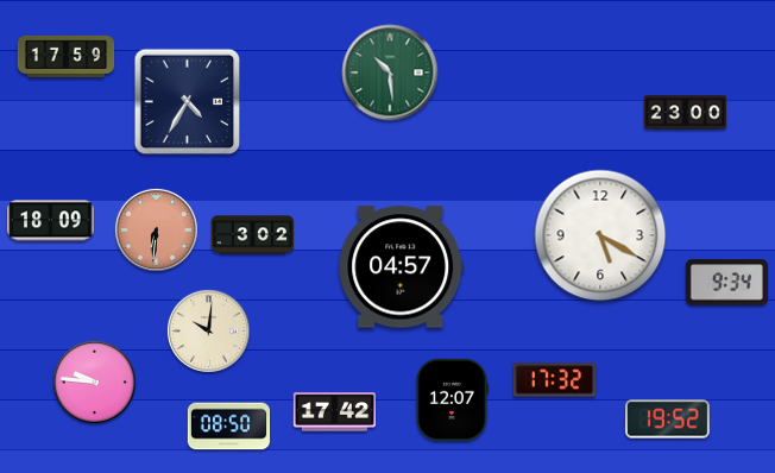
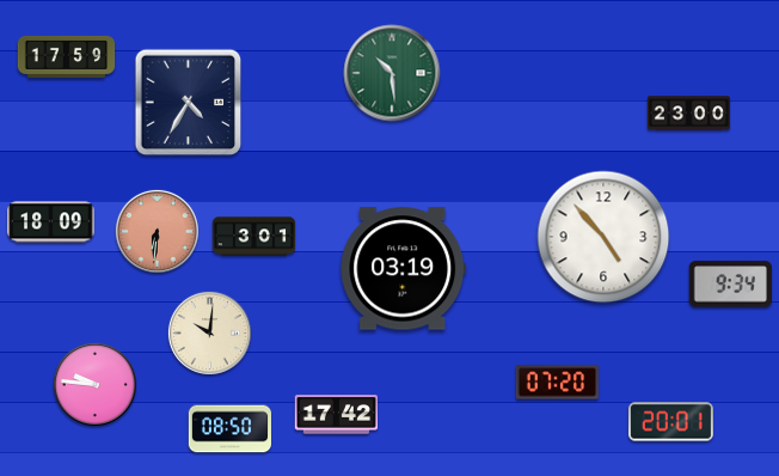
clock at (253, 235): 3:02 -> 3:01
clock at (600, 235): 5:20 -> 4:53
clock at (402, 267): 04:57 -> 03:19
clock at (554, 380): 17:32 -> 07:20
clock at (453, 399): 12:07 -> none
clock at (667, 420): 19:52 -> 20:01
